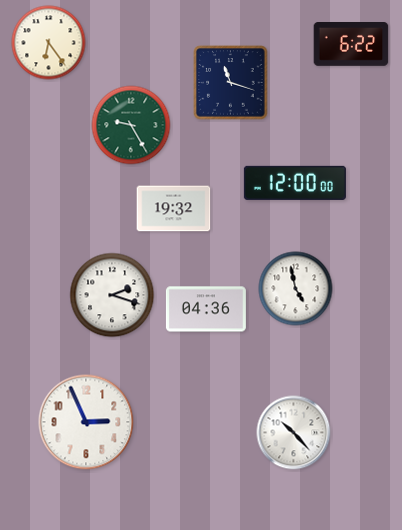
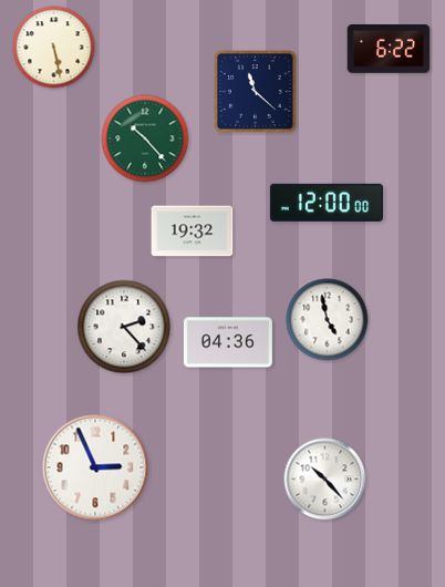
clock at (49, 43): 6:24 -> 5:28
clock at (231, 83): 11:18 -> 11:22
clock at (131, 125): 9:25 -> 10:23
clock at (112, 295): 2:18 -> 2:23
